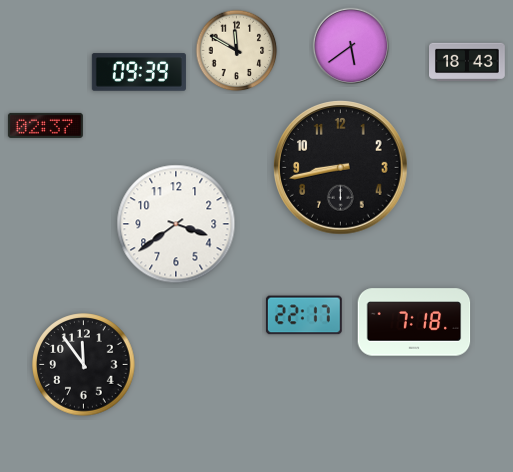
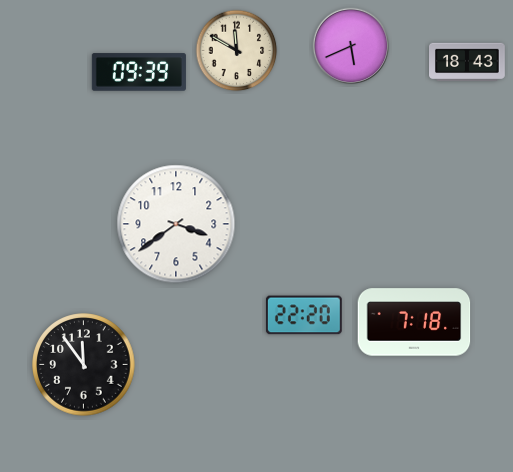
clock at (351, 46): 5:39 -> 5:41
clock at (45, 125): 02:37 -> none
clock at (341, 168): 8:43 -> none
clock at (304, 315): 22:17 -> 22:20
